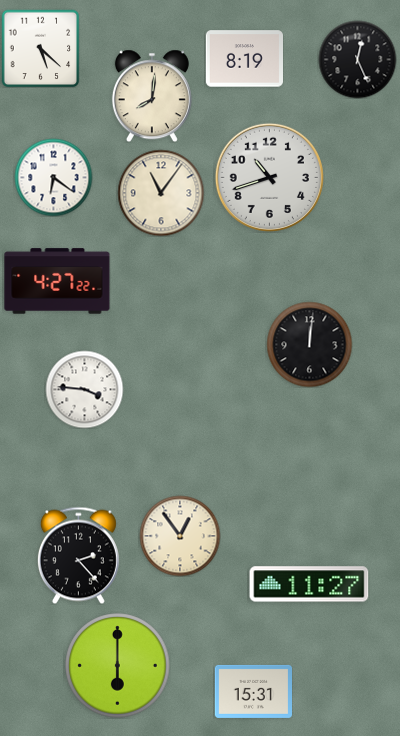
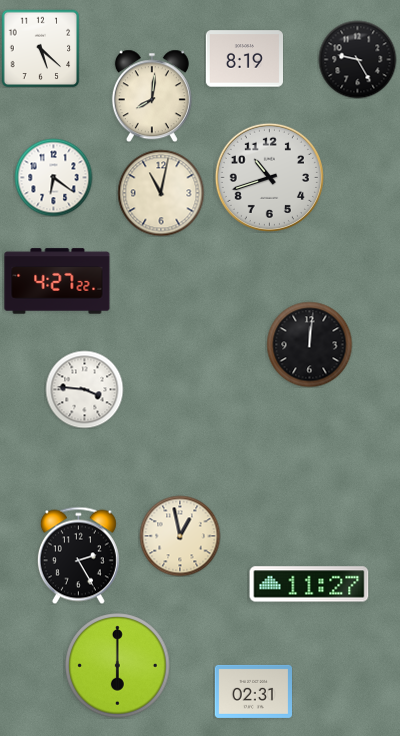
clock at (357, 59): 12:26 -> 9:25
clock at (161, 193): 11:06 -> 11:02
clock at (180, 536): 12:54 -> 12:58
clock at (78, 555): 2:23 -> 2:25
clock at (253, 691): 15:31 -> 02:31
